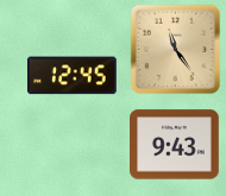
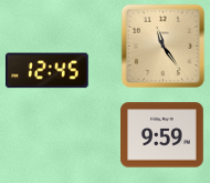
clock at (71, 76) position: (71, 76) -> (46, 71)
clock at (175, 145): 9:43 -> 9:59
